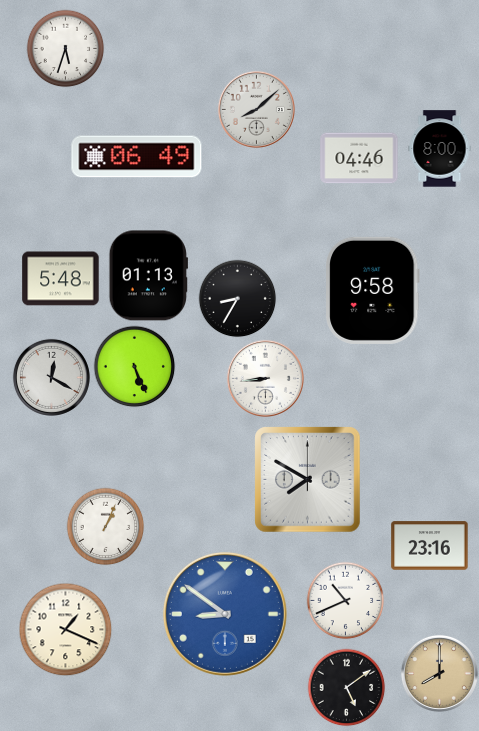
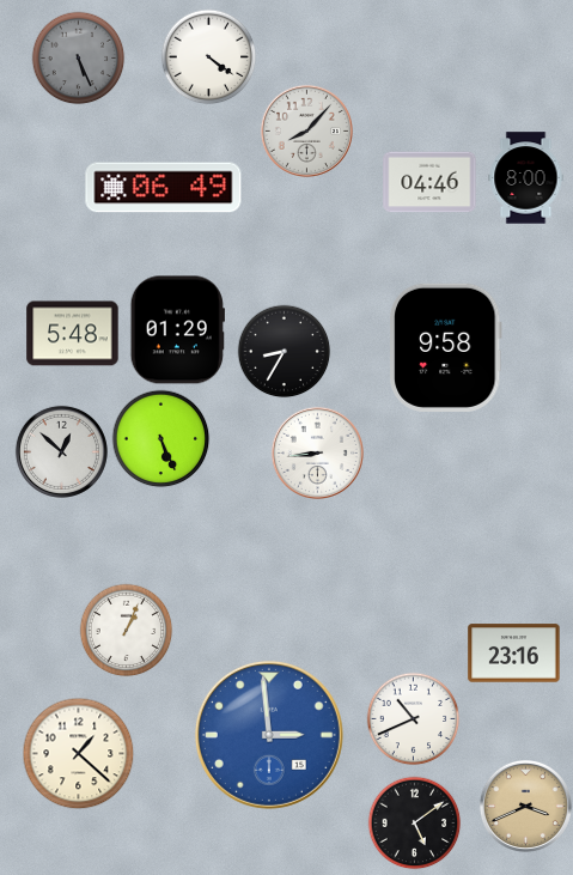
clock at (208, 56): none -> 4:21
clock at (65, 48): 5:33 -> 5:26
clock at (65, 48) dial: white -> grey
clock at (256, 109): 8:08 -> 8:07
clock at (359, 158) position: (359, 158) -> (429, 182)
clock at (148, 276): 01:13 -> 01:29
clock at (237, 298) position: (237, 298) -> (284, 351)
clock at (51, 377): 12:20 -> 12:52
clock at (308, 480): 7:50 -> none
clock at (225, 614): 8:51 -> 2:59
clock at (65, 629): 1:19 -> 1:22
clock at (439, 673): 8:00 -> 3:41
